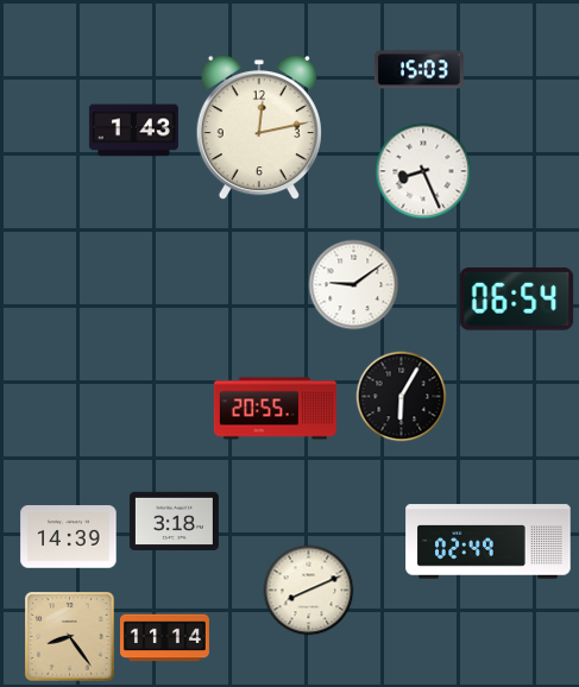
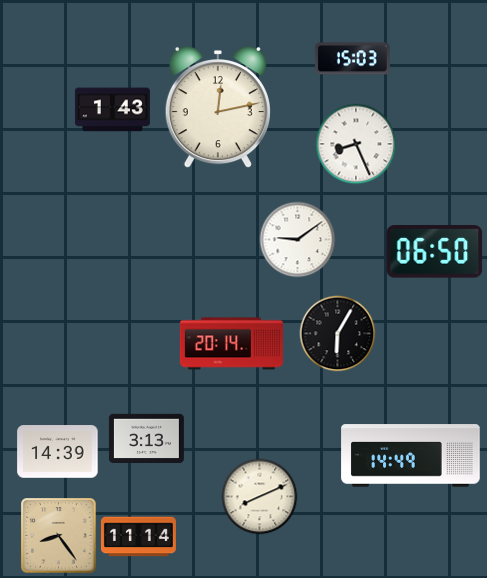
clock at (517, 300): 06:54 -> 06:50
clock at (275, 409): 20:55 -> 20:14
clock at (174, 521): 3:18 -> 3:13
clock at (489, 542): 02:49 -> 14:49
